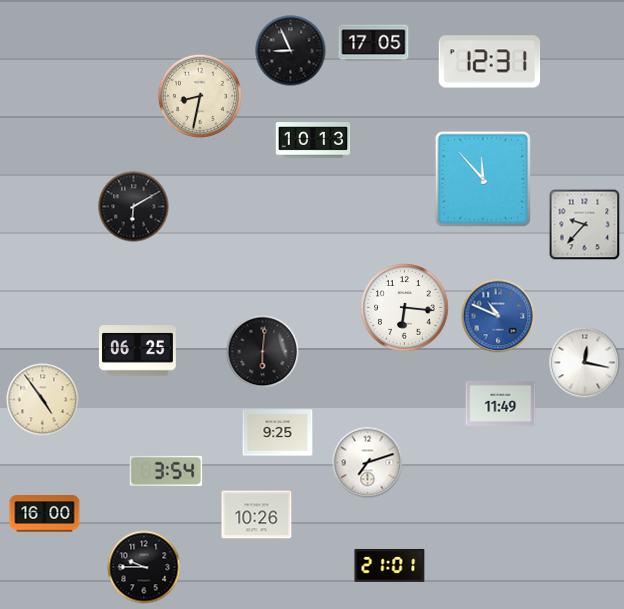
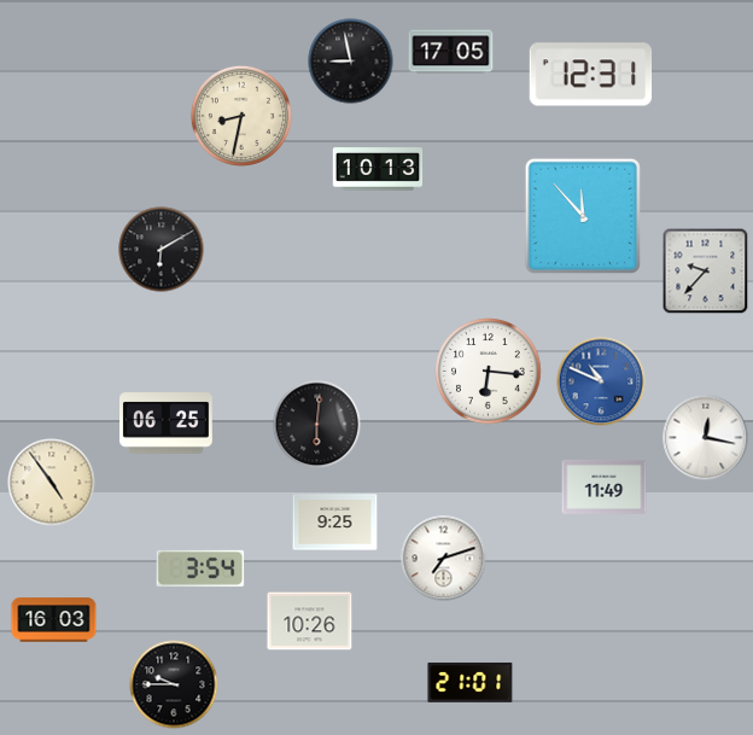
clock at (291, 51): 8:56 -> 8:58
clock at (45, 514): 16:00 -> 16:03
